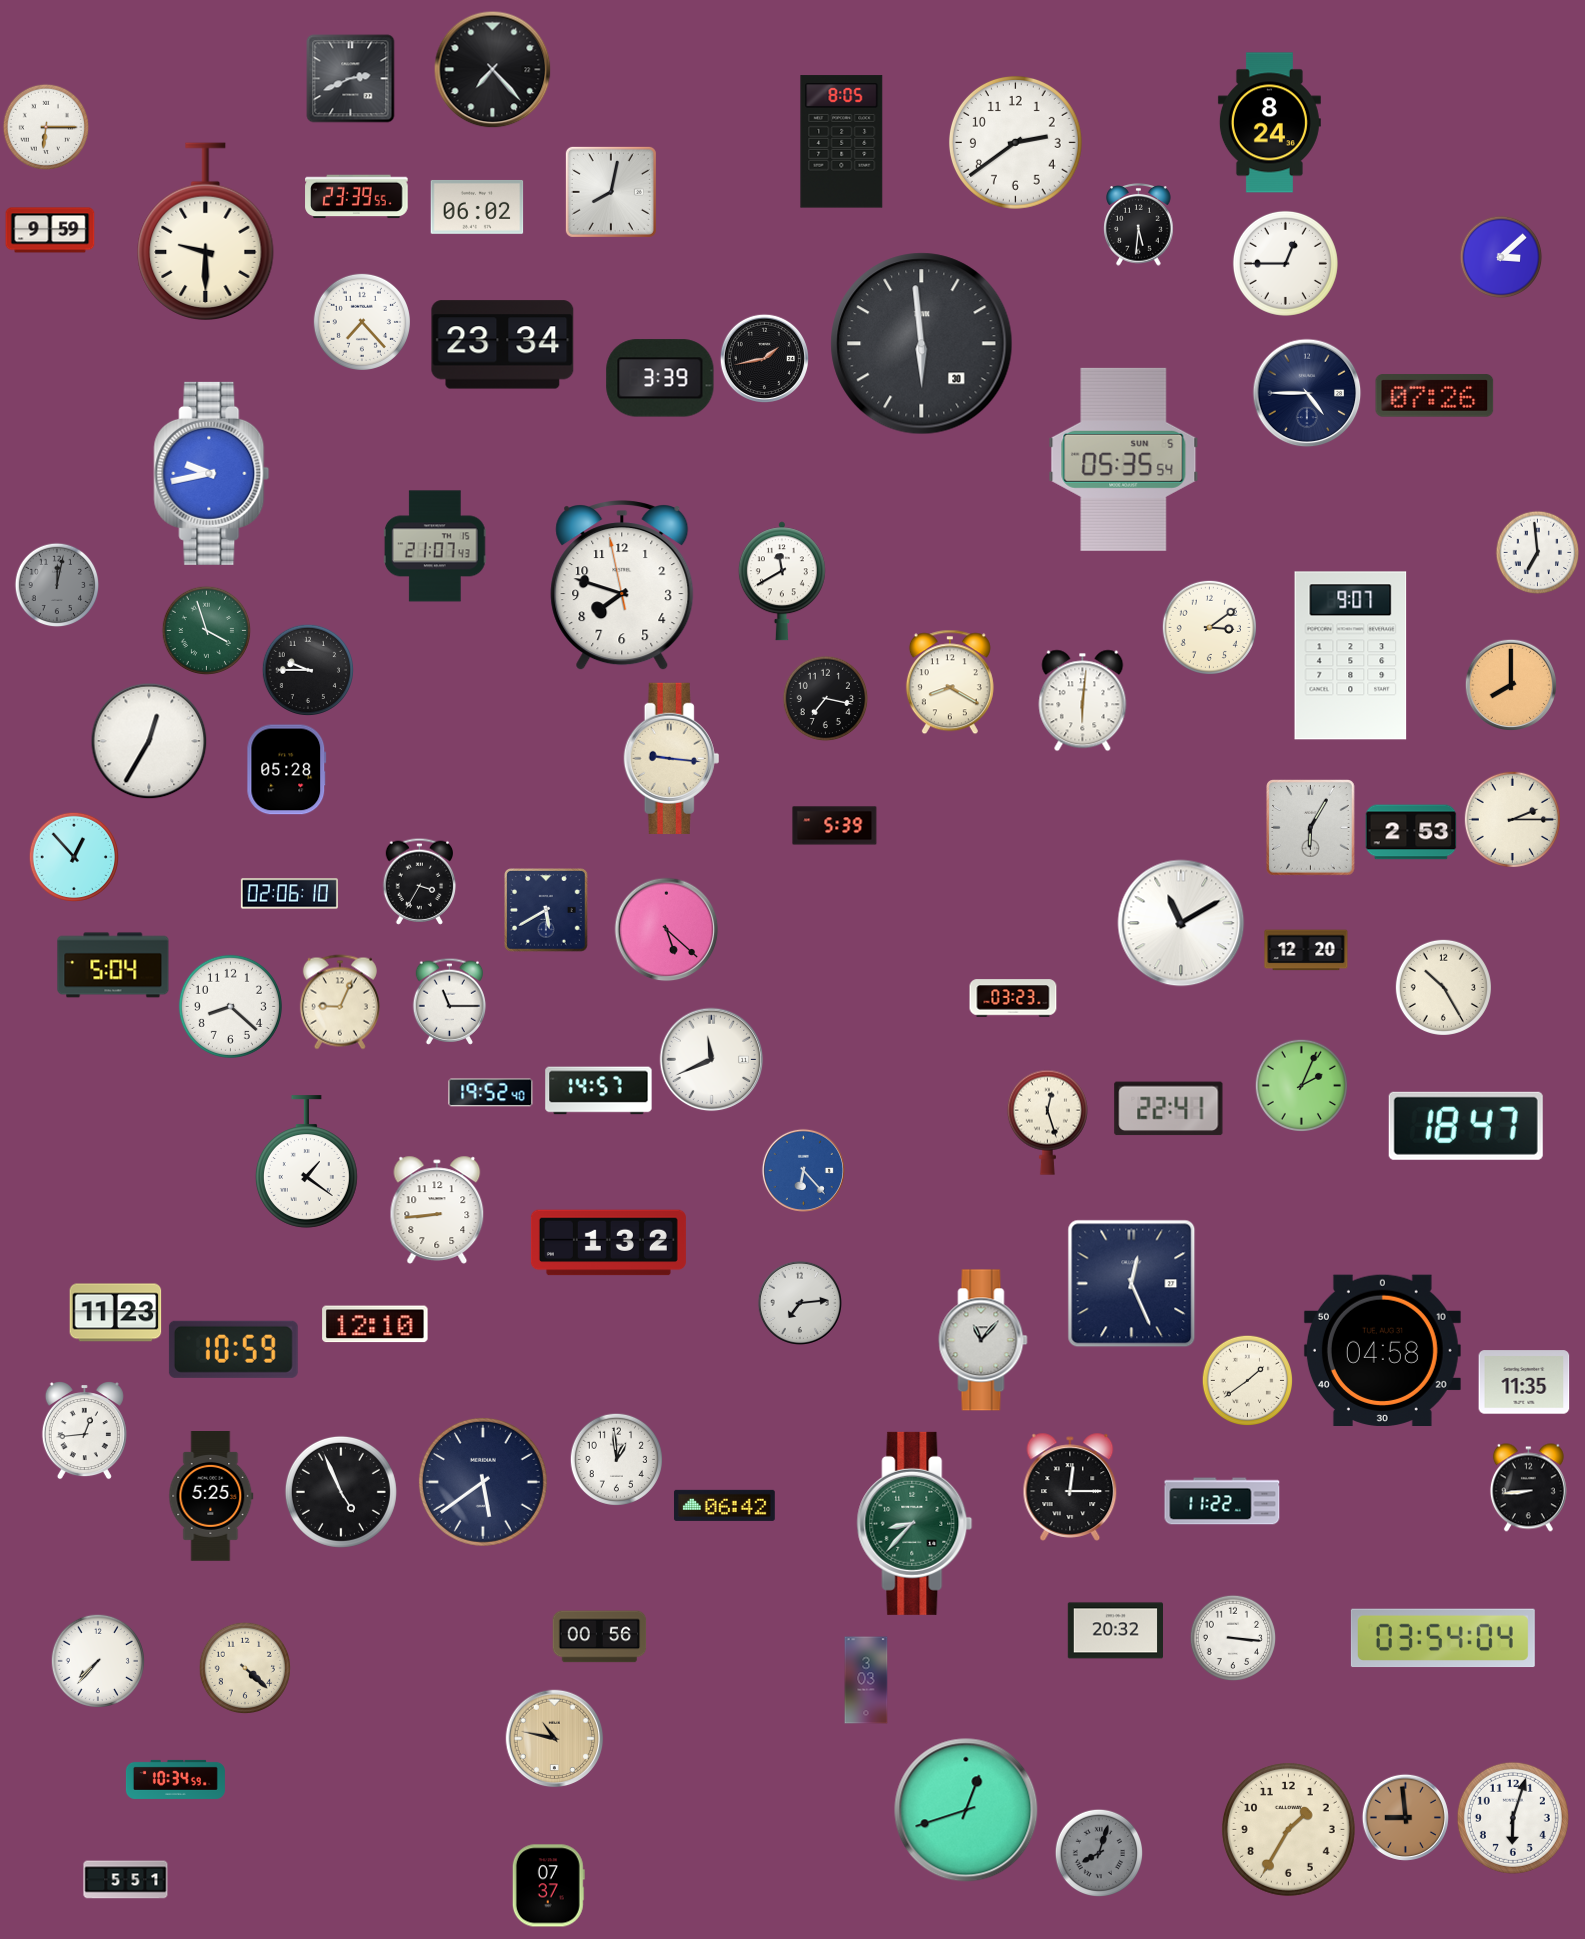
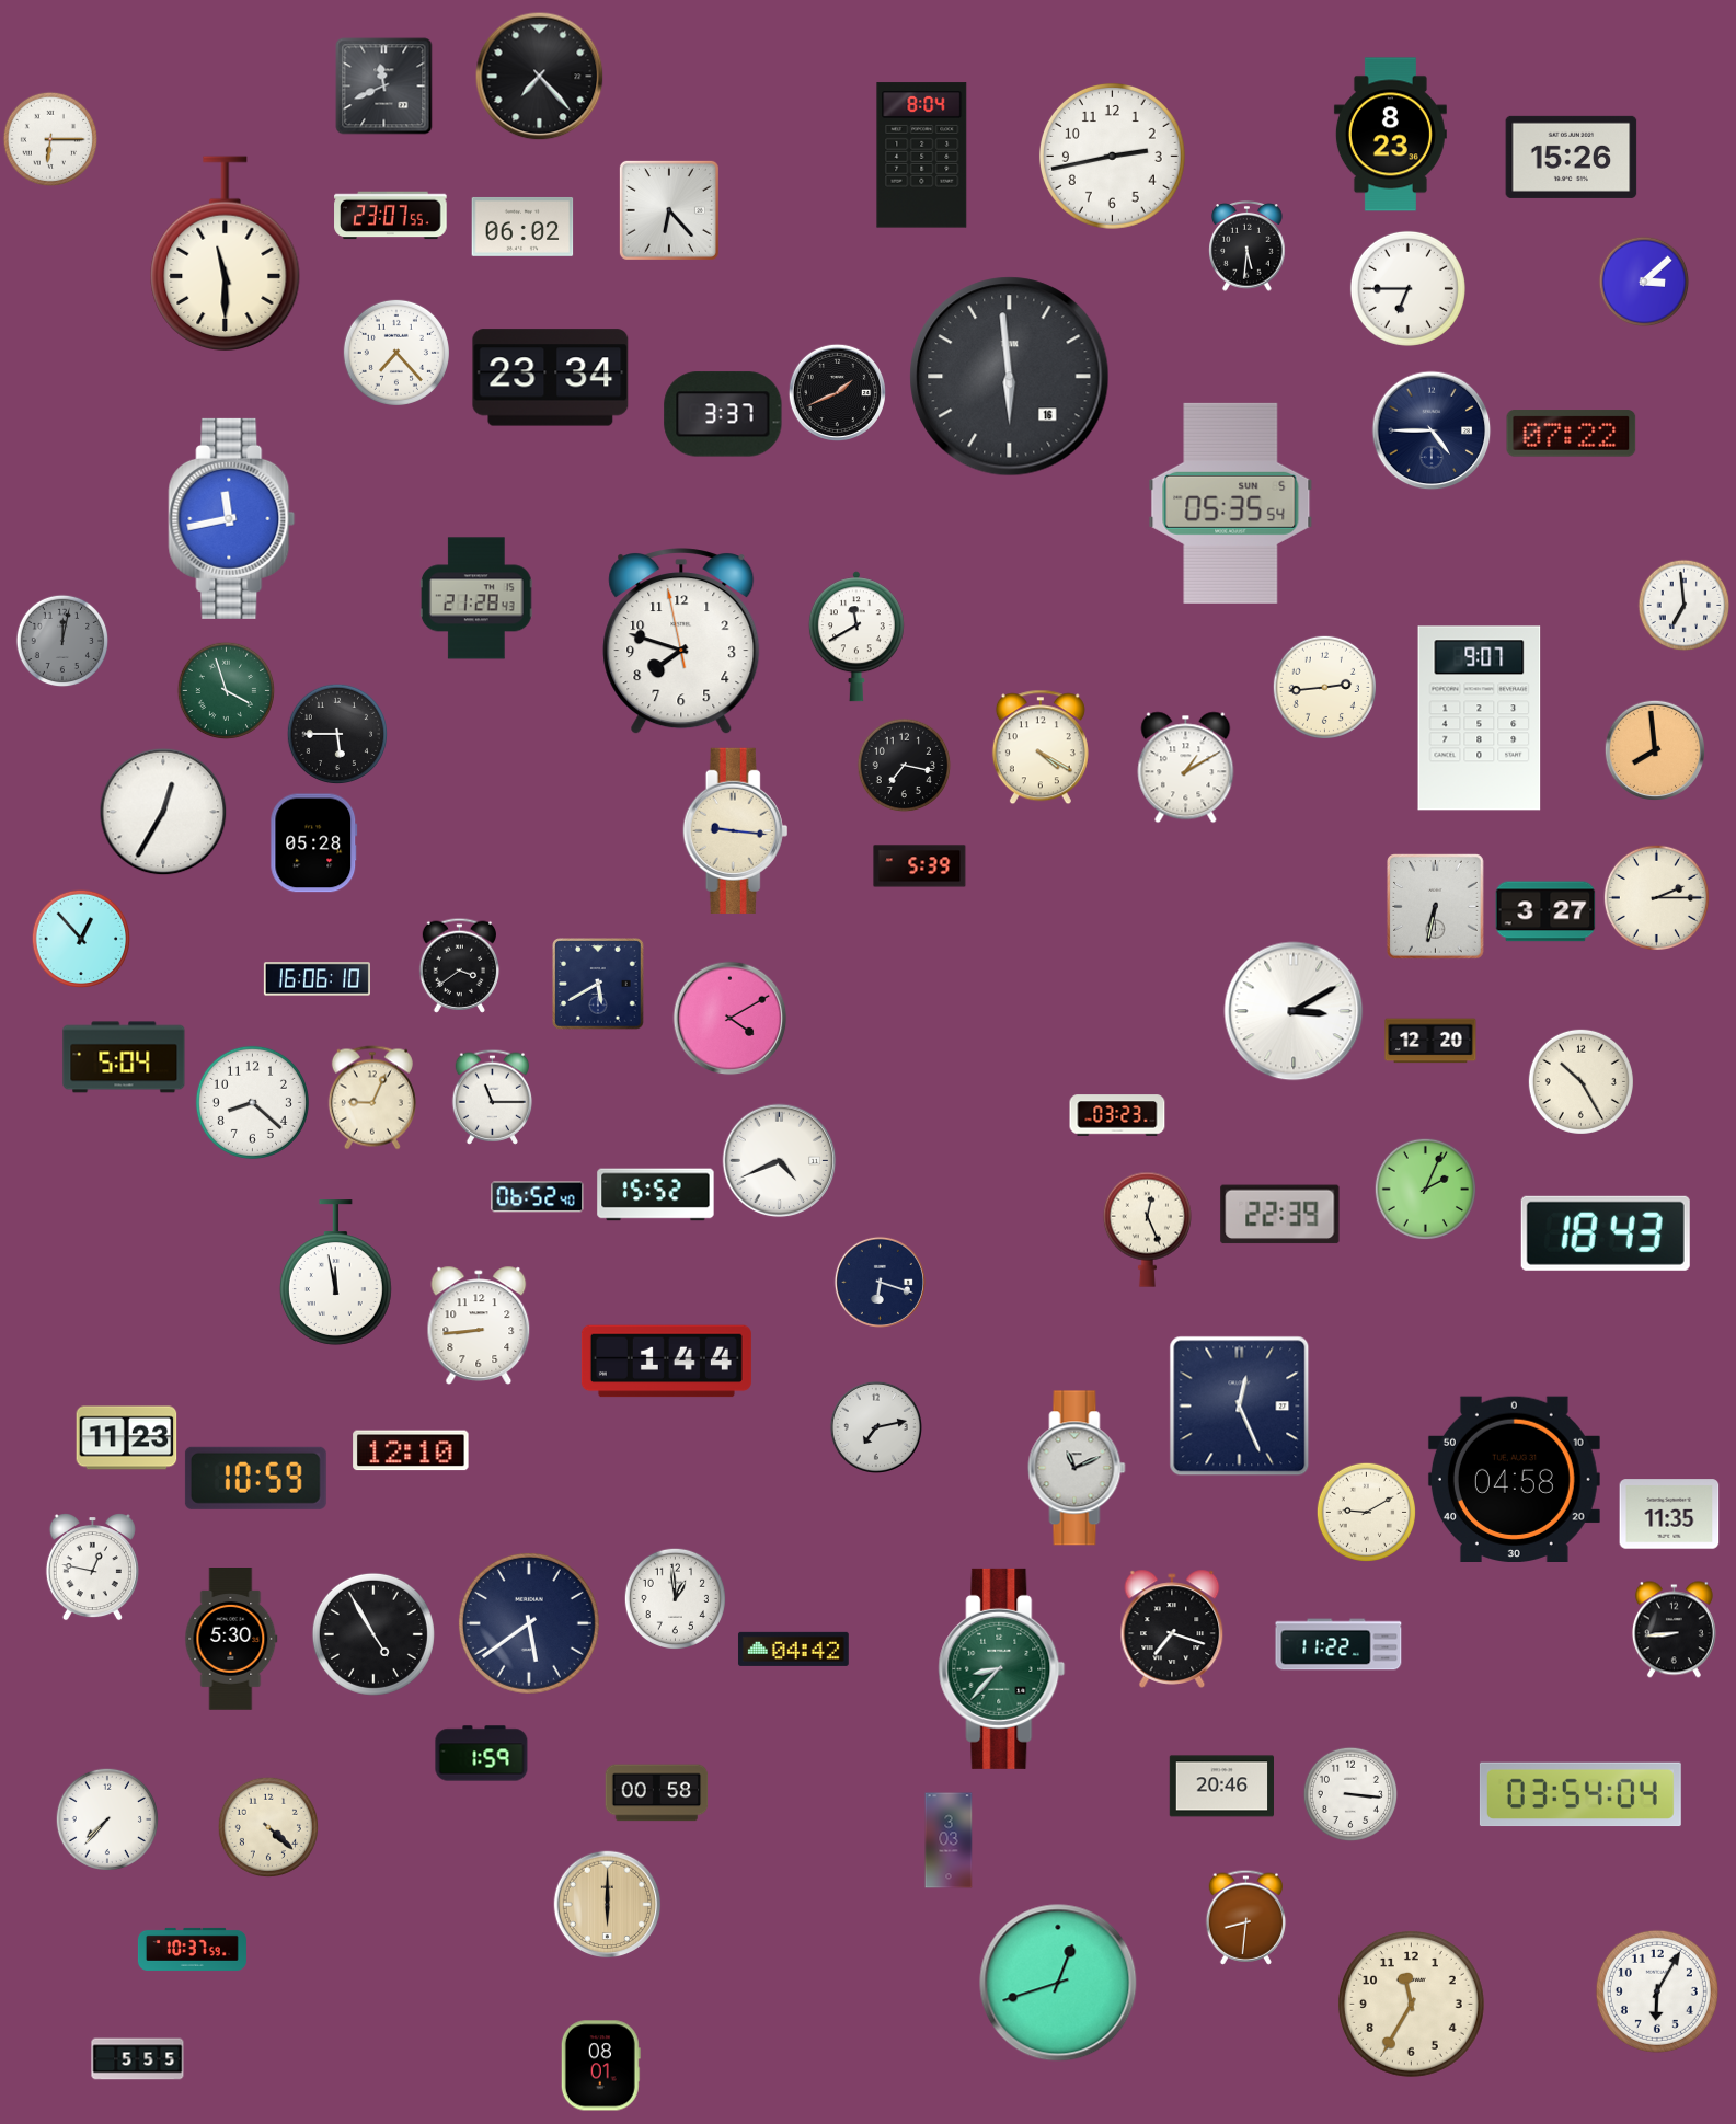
clock at (351, 79): 2:41 -> 11:41
clock at (1269, 123): 8:24 -> 8:23
clock at (842, 142): 8:05 -> 8:04
clock at (1015, 142): 2:39 -> 2:43
clock at (1572, 157): none -> 15:26
clock at (611, 192): 8:02 -> 6:23
clock at (357, 197): 23:39 -> 23:07
clock at (50, 230): 9:59 -> none
clock at (206, 231): 9:30 -> 11:30
clock at (1285, 263): 12:45 -> 6:45
clock at (922, 344) date: 30 -> 16
clock at (764, 358): 1:43 -> 1:41
clock at (660, 378): 3:39 -> 3:37
clock at (1435, 396): 07:26 -> 07:22
clock at (212, 473): 9:43 -> 11:43
clock at (435, 546): 21:07 -> 21:28
clock at (1209, 627): 3:09 -> 2:44
clock at (307, 669): 9:45 -> 5:45
clock at (950, 682): 8:20 -> 4:20
clock at (1510, 684): 8:00 -> 7:59
clock at (1083, 701): 6:01 -> 1:10
clock at (835, 826) position: (835, 826) -> (920, 866)
clock at (1311, 828): 6:05 -> 6:32
clock at (1411, 832): 2:53 -> 3:27
clock at (420, 881): 3:35 -> 3:39
clock at (289, 894): 02:06 -> 16:06
clock at (547, 911) position: (547, 911) -> (599, 985)
clock at (1181, 923): 11:10 -> 3:10
clock at (667, 930): 5:22 -> 4:10
clock at (1013, 998) position: (1013, 998) -> (1117, 1115)
clock at (712, 1060): 11:41 -> 4:41
clock at (599, 1091): 14:57 -> 15:52
clock at (491, 1093): 19:52 -> 06:52
clock at (1169, 1109): 22:41 -> 22:39
clock at (1047, 1122): 12:27 -> 12:26
clock at (1466, 1126): 18:47 -> 18:43
clock at (306, 1162): 1:21 -> 11:58
clock at (803, 1170): 6:23 -> 6:18
clock at (803, 1170) dial: blue -> navy
clock at (608, 1243): 1:32 -> 1:44
clock at (800, 1303): 7:14 -> 7:13
clock at (983, 1340): 11:07 -> 11:11
clock at (1247, 1380): 1:39 -> 9:10
clock at (84, 1430): 12:44 -> 12:47
clock at (1070, 1487): 12:15 -> 7:18
clock at (341, 1492): 4:56 -> 4:55
clock at (211, 1496): 5:25 -> 5:30
clock at (724, 1505): 06:42 -> 04:42
clock at (482, 1754): none -> 1:59
clock at (1115, 1631): 20:32 -> 20:46
clock at (600, 1637): 00:56 -> 00:58
clock at (555, 1739): 10:47 -> 6:00
clock at (1246, 1917): none -> 8:31
clock at (175, 1779): 10:34 -> 10:37
clock at (1405, 1817): 8:59 -> none
clock at (1513, 1818): 6:03 -> 6:05
clock at (1288, 1829): 1:35 -> 11:35
clock at (1098, 1852): 8:03 -> none
clock at (126, 1880): 5:51 -> 5:55
clock at (548, 1886): 07:37 -> 08:01
